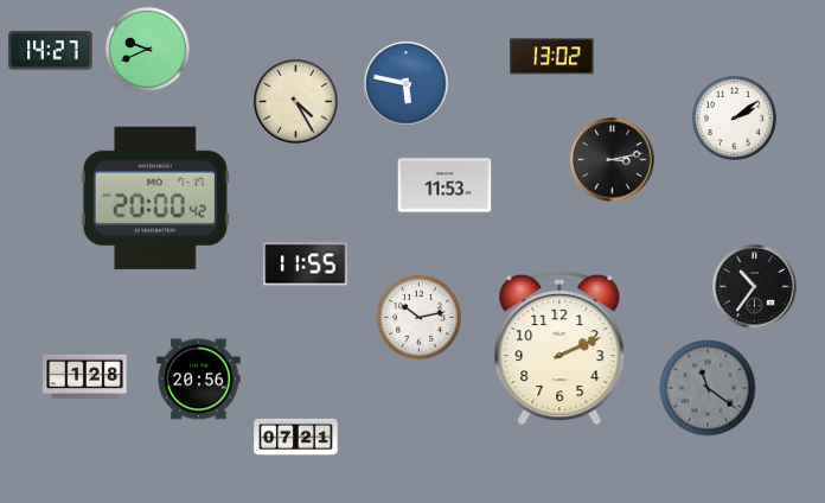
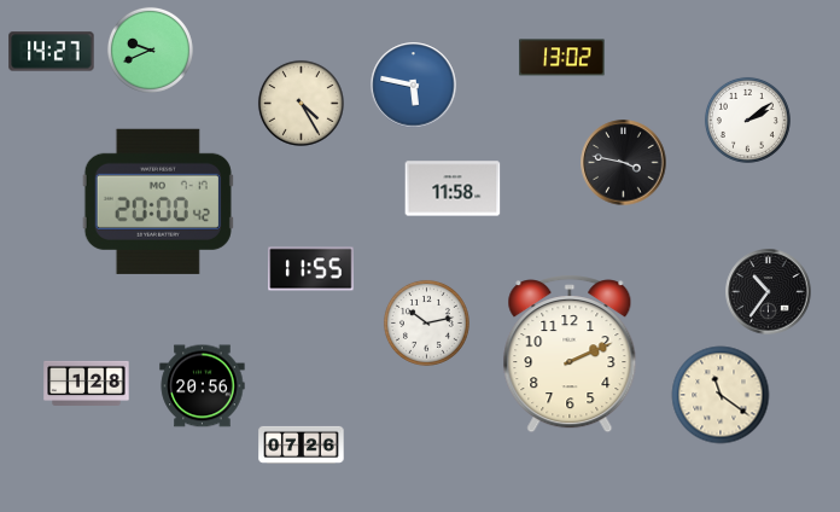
clock at (613, 160): 3:13 -> 3:47
clock at (445, 185): 11:53 -> 11:58
clock at (708, 388) dial: grey -> cream
clock at (296, 437): 07:21 -> 07:26
